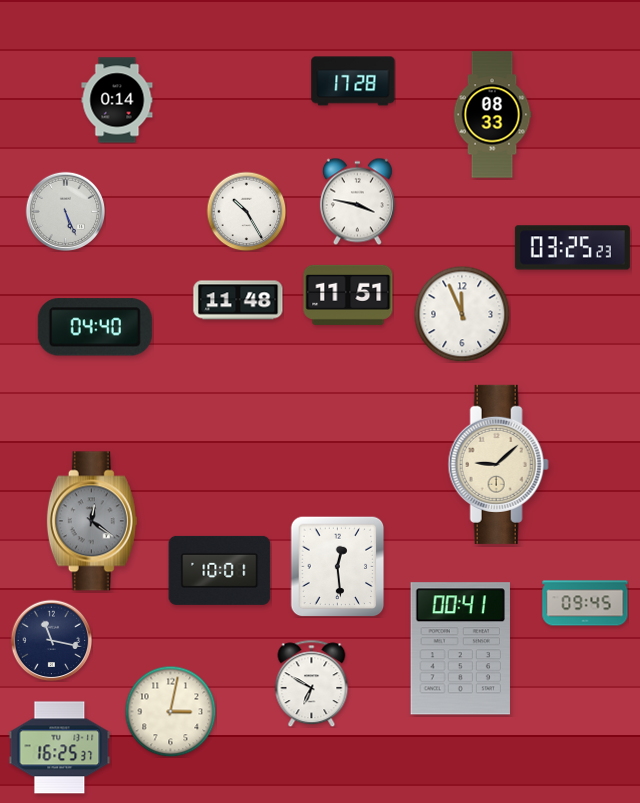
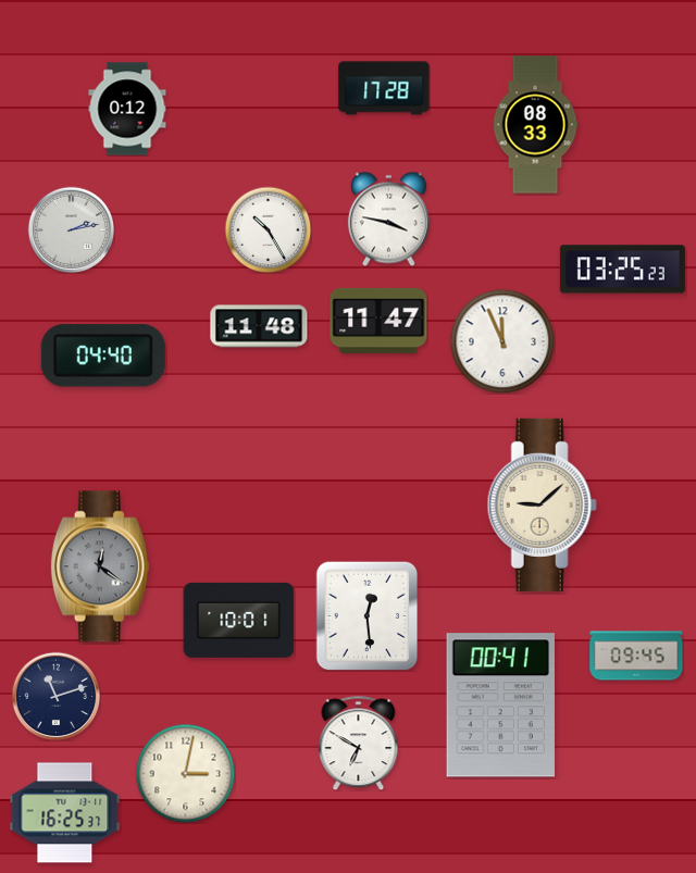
clock at (117, 100): 0:14 -> 0:12
clock at (65, 211): 5:26 -> 2:13
clock at (348, 295): 11:51 -> 11:47
clock at (51, 640): 11:17 -> 11:12
clock at (312, 683) position: (312, 683) -> (359, 743)
